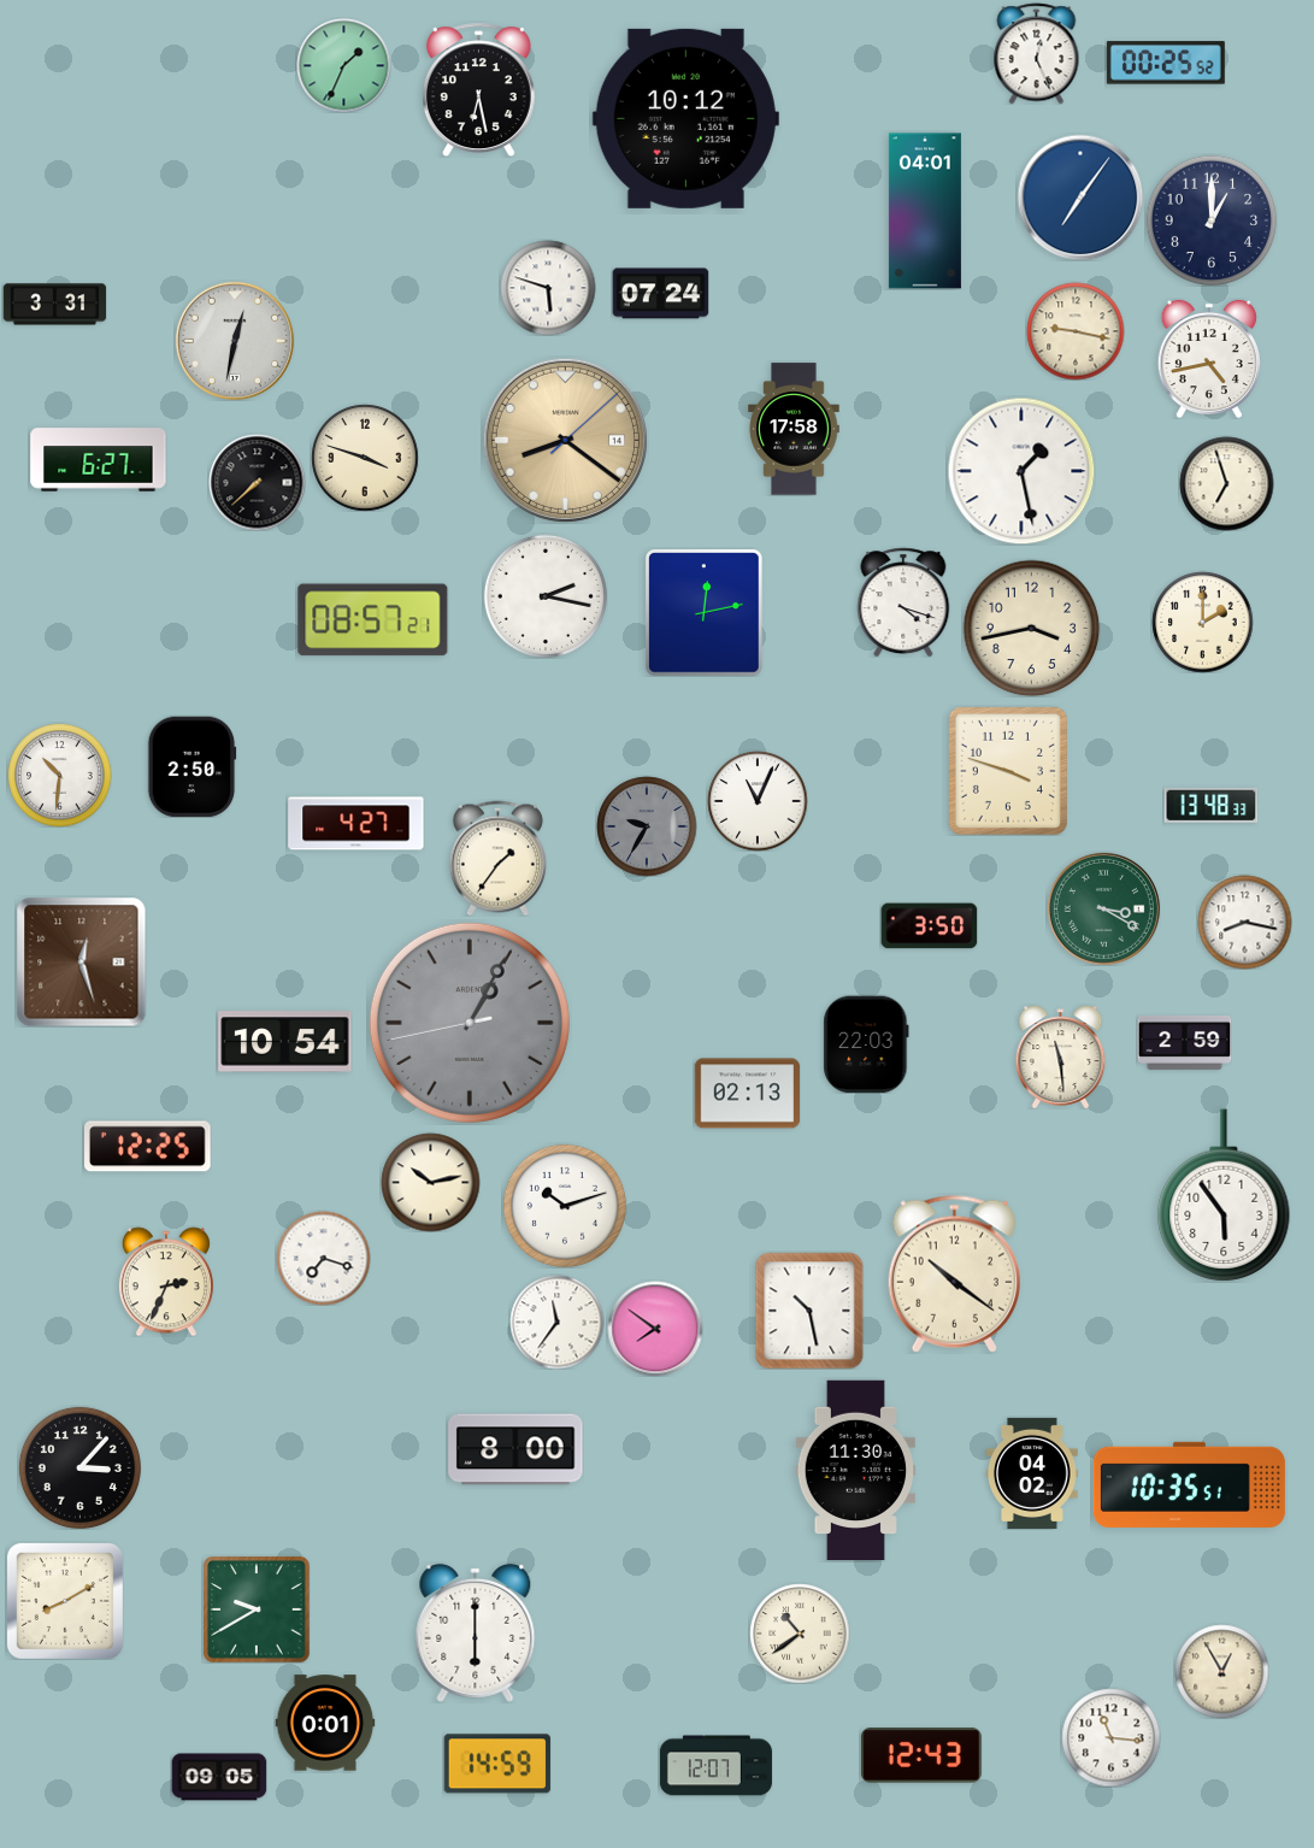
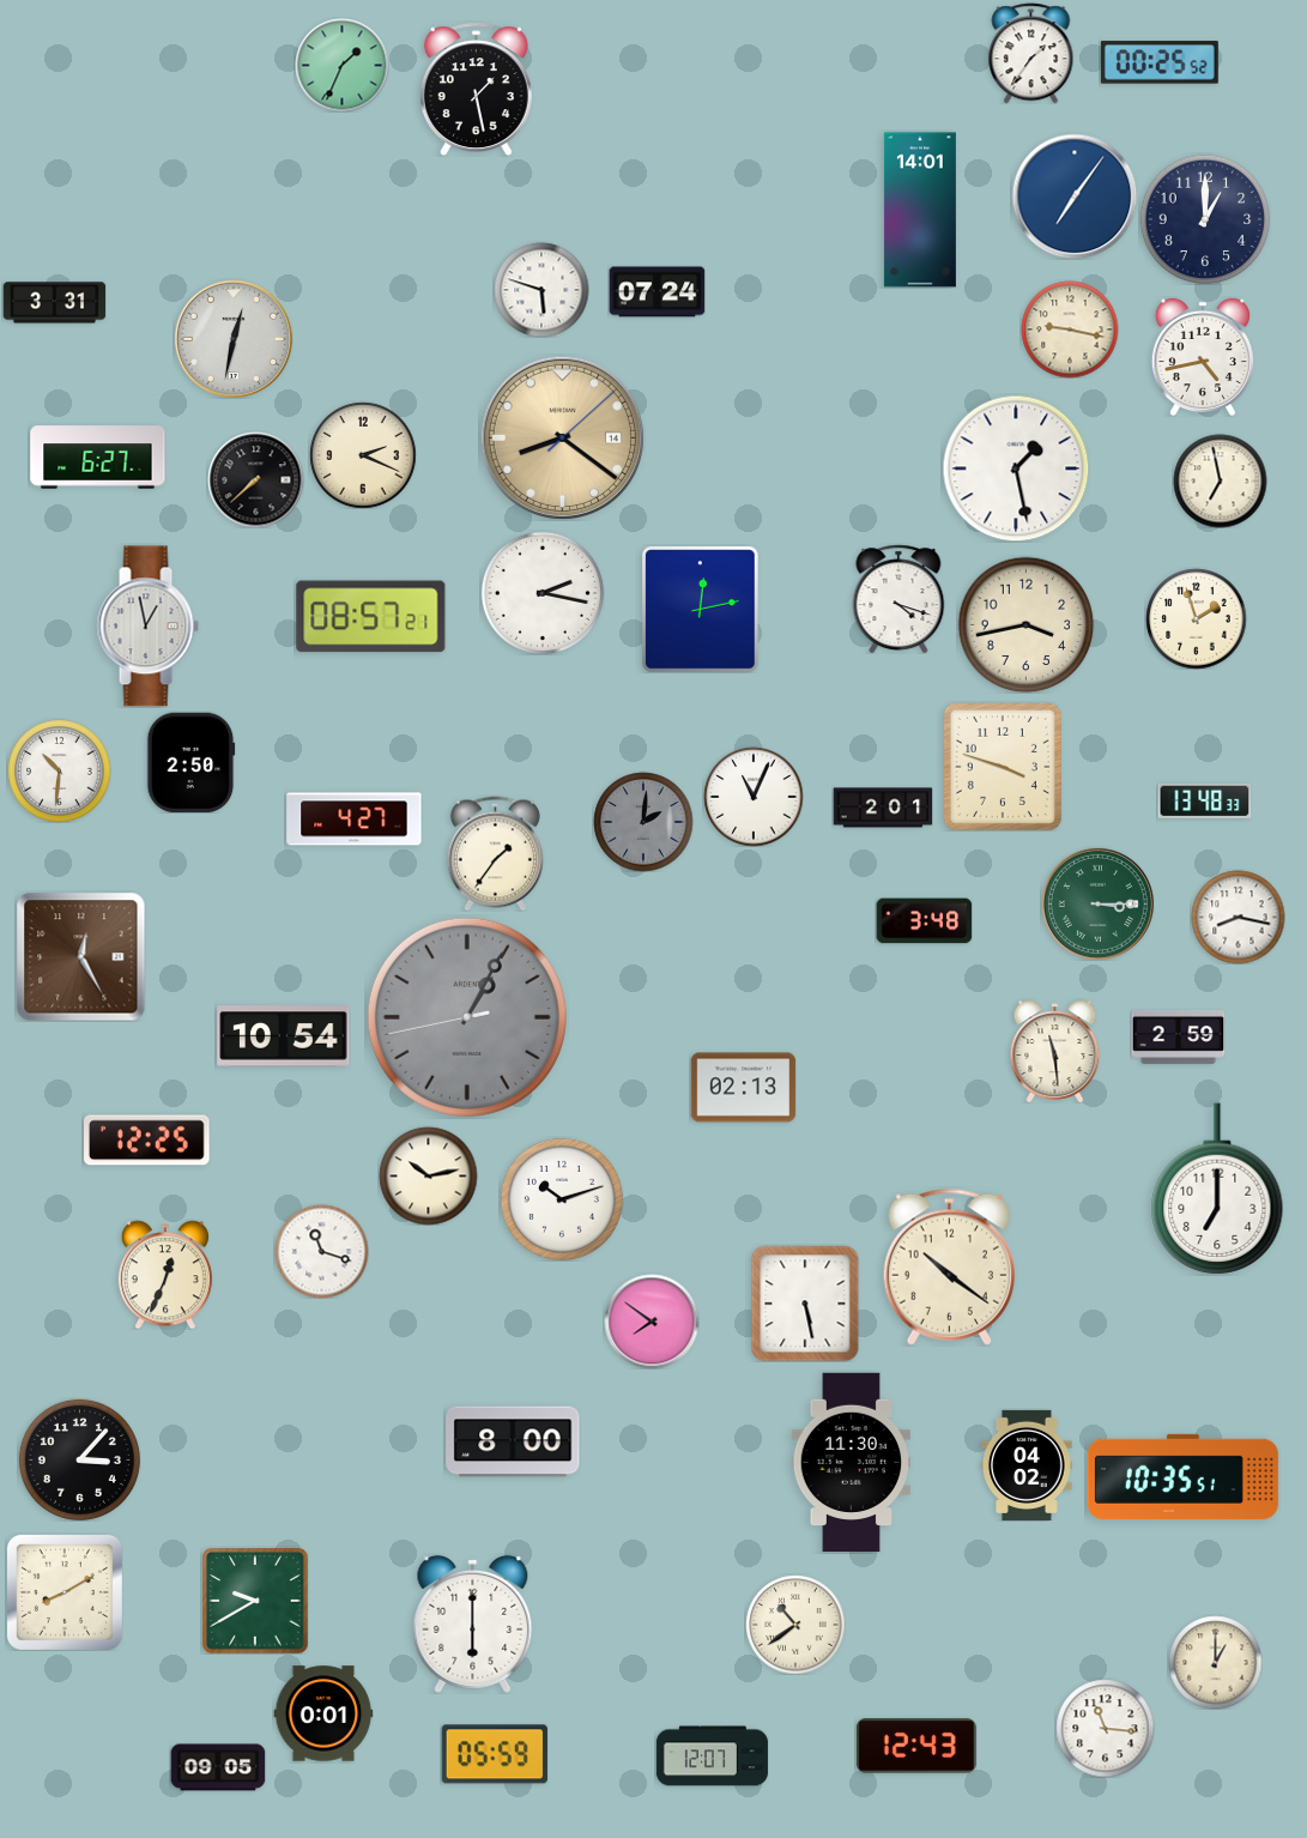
clock at (1037, 53): 12:26 -> 1:36
clock at (478, 89): 6:28 -> 1:28
clock at (685, 118): 10:12 -> none
clock at (925, 211): 04:01 -> 14:01
clock at (548, 288) position: (548, 288) -> (541, 290)
clock at (794, 429): 17:58 -> none
clock at (365, 458): 3:48 -> 2:19
clock at (1226, 483): 6:57 -> 6:58
clock at (1202, 622): 2:00 -> 1:57
clock at (147, 627): none -> 12:58
clock at (883, 808): none -> 2:01
clock at (647, 826): 9:35 -> 2:01
clock at (1103, 908): 3:20 -> 3:15
clock at (929, 926): 3:50 -> 3:48
clock at (81, 961): 12:27 -> 12:25
clock at (866, 1044): 22:03 -> none
clock at (1224, 1195): 5:54 -> 7:00
clock at (323, 1258): 7:18 -> 11:18
clock at (166, 1282): 2:34 -> 12:34
clock at (809, 1311): 10:28 -> 5:28
clock at (556, 1322): 11:36 -> none
clock at (1221, 1671): 12:55 -> 1:00
clock at (497, 1764): 14:59 -> 05:59
